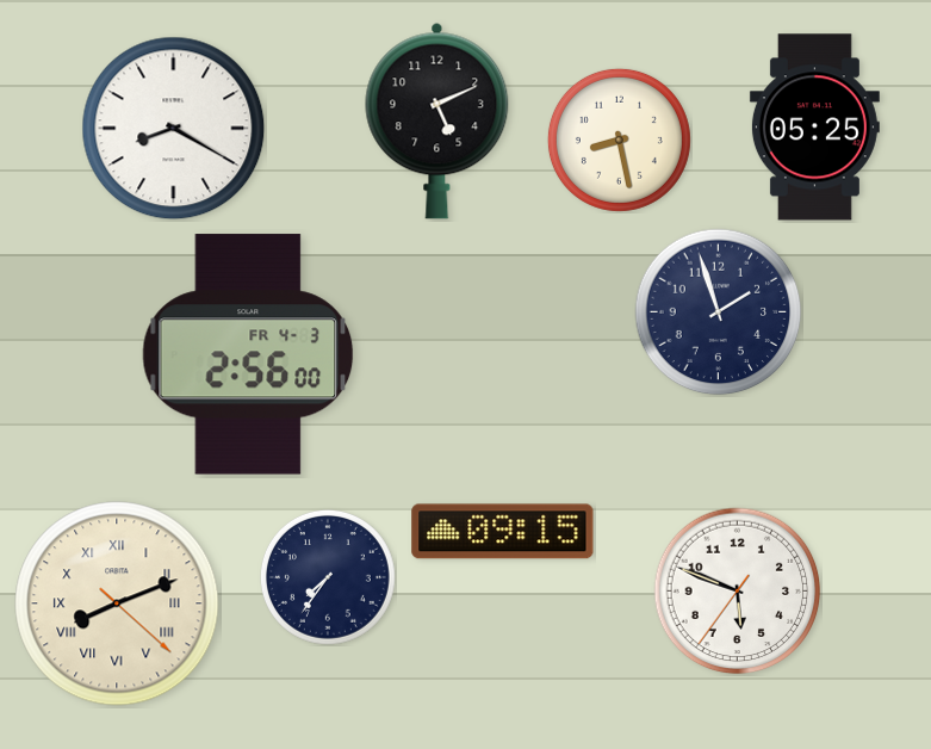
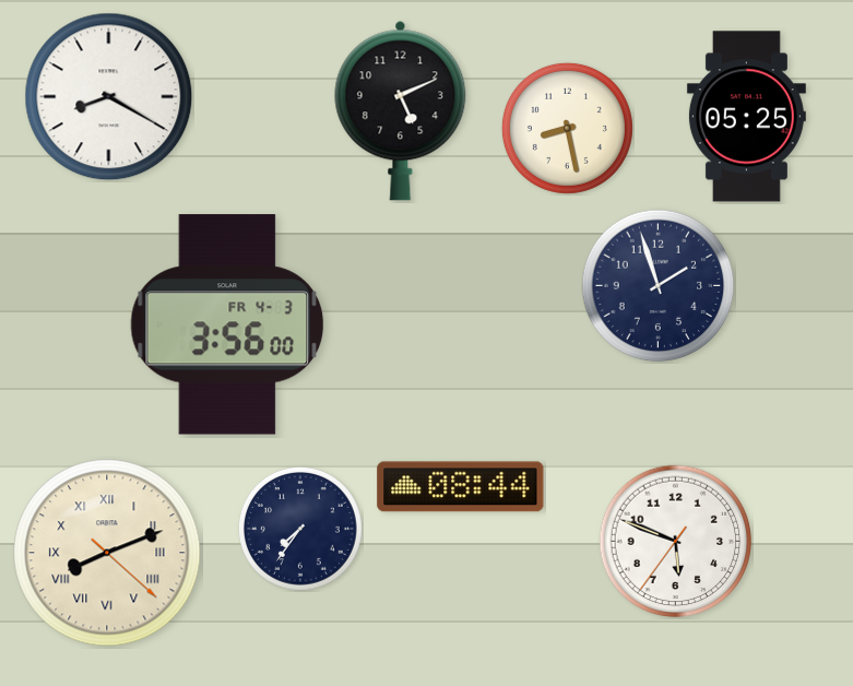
clock at (174, 129) position: (174, 129) -> (109, 97)
clock at (248, 354): 2:56 -> 3:56
clock at (503, 532): 09:15 -> 08:44
